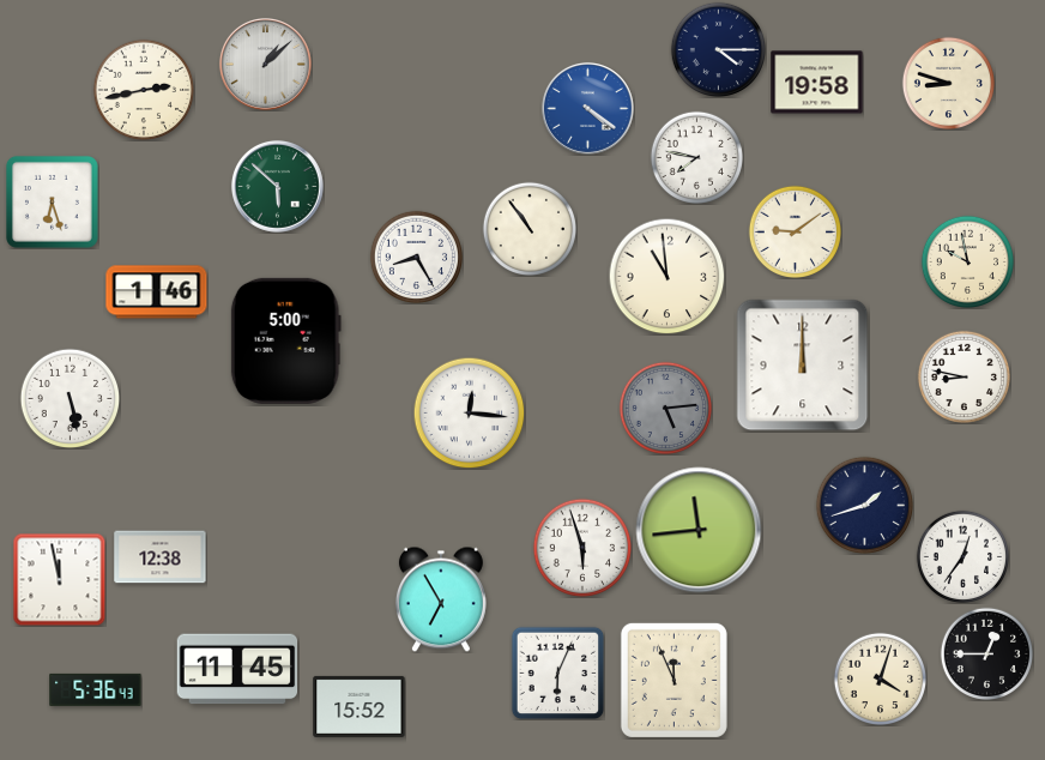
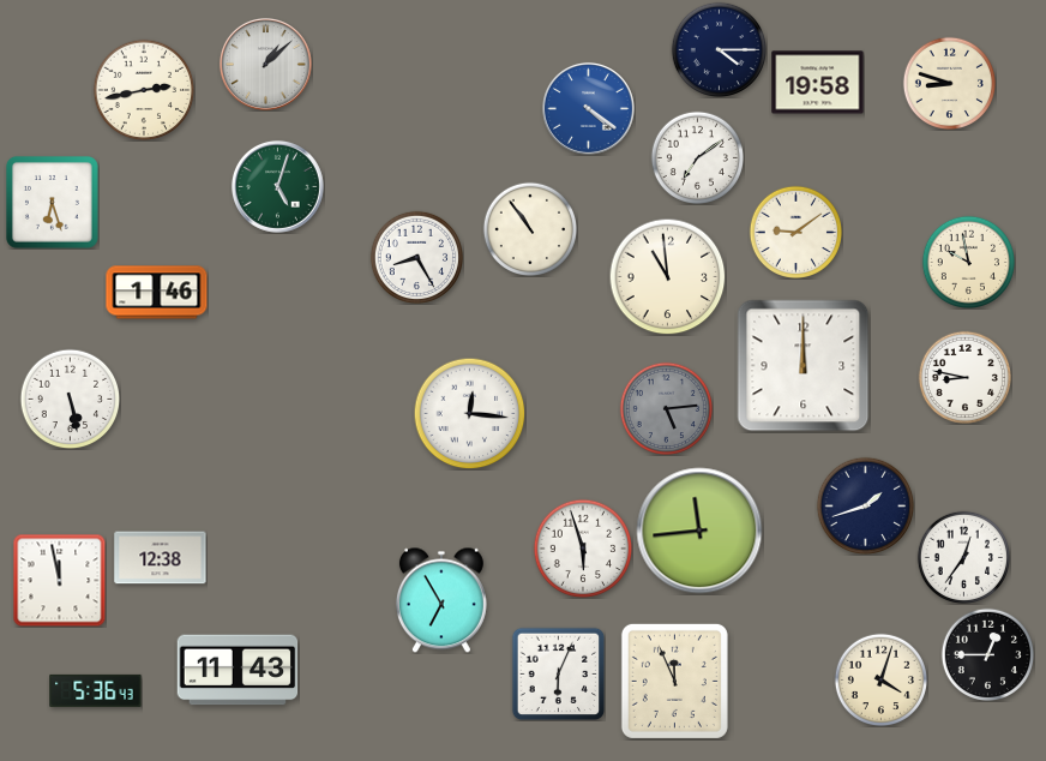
clock at (696, 157): 7:47 -> 7:09
clock at (277, 186): 5:52 -> 5:03
clock at (285, 340): 5:00 -> none
clock at (237, 669): 11:45 -> 11:43
clock at (360, 706): 15:52 -> none
